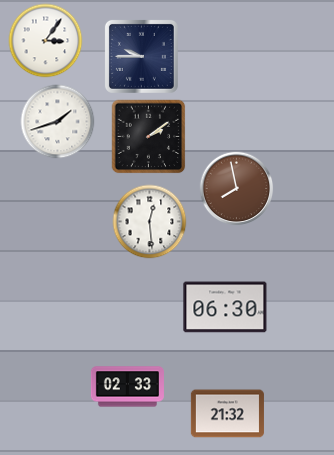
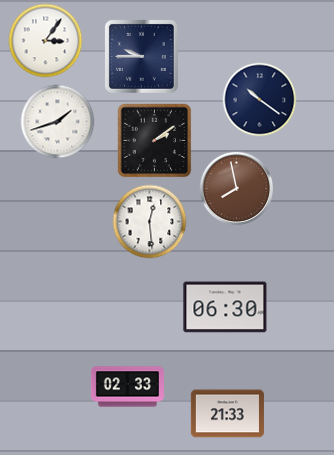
clock at (260, 100): none -> 10:21
clock at (149, 137) position: (149, 137) -> (155, 141)
clock at (227, 414): 21:32 -> 21:33
